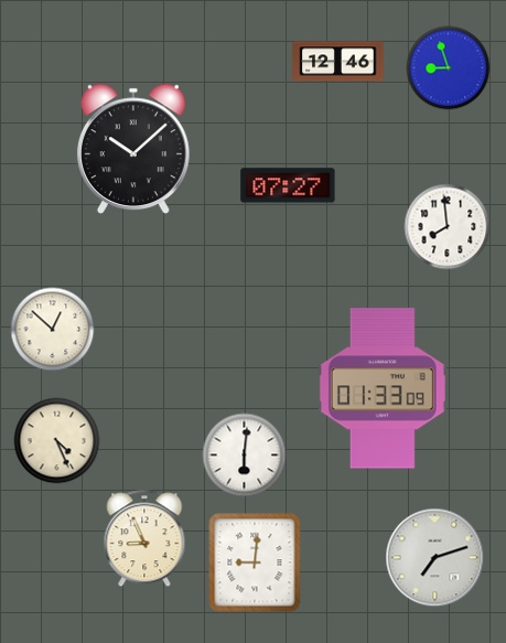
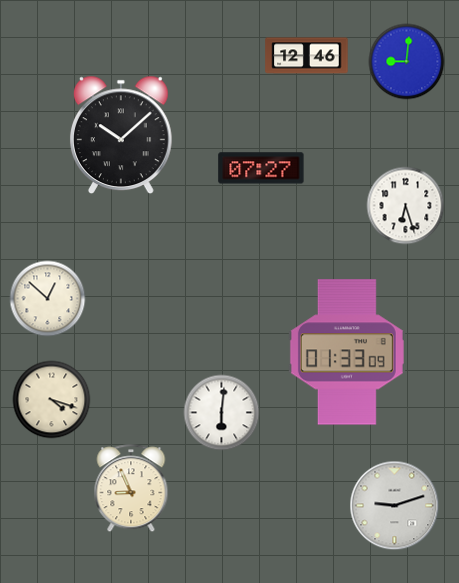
clock at (449, 68): 8:57 -> 9:01
clock at (448, 227): 7:59 -> 6:27
clock at (57, 441): 4:26 -> 4:18
clock at (435, 558): 7:12 -> 9:12
clock at (255, 562): 9:01 -> none
